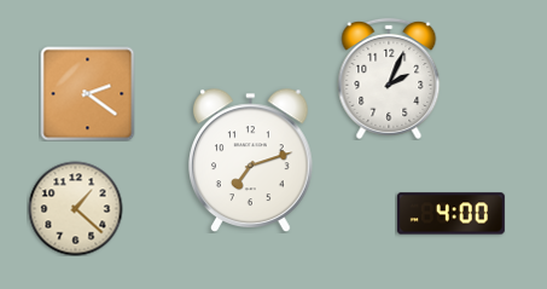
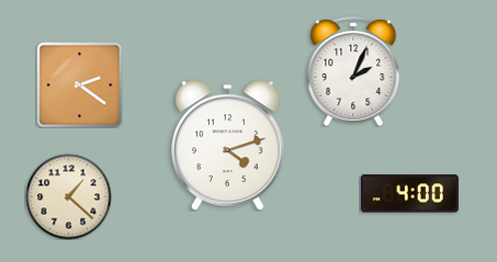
clock at (251, 160): 7:12 -> 4:12
clock at (75, 208) position: (75, 208) -> (68, 196)
